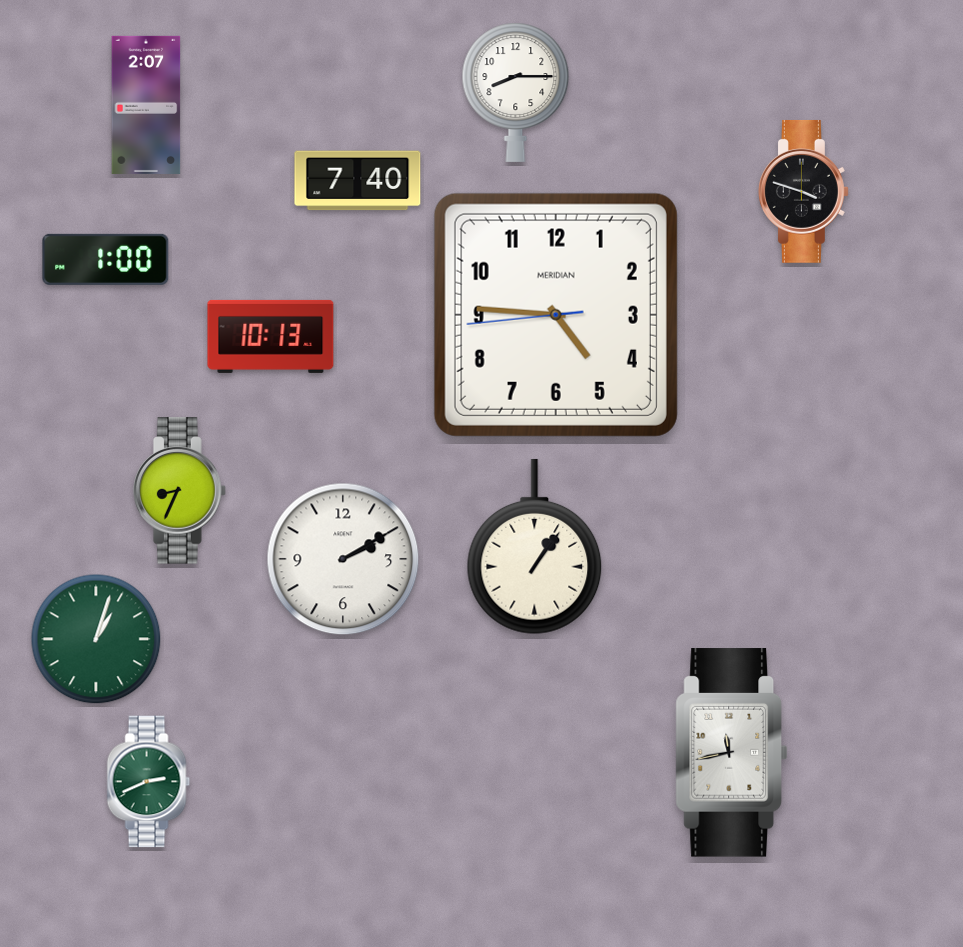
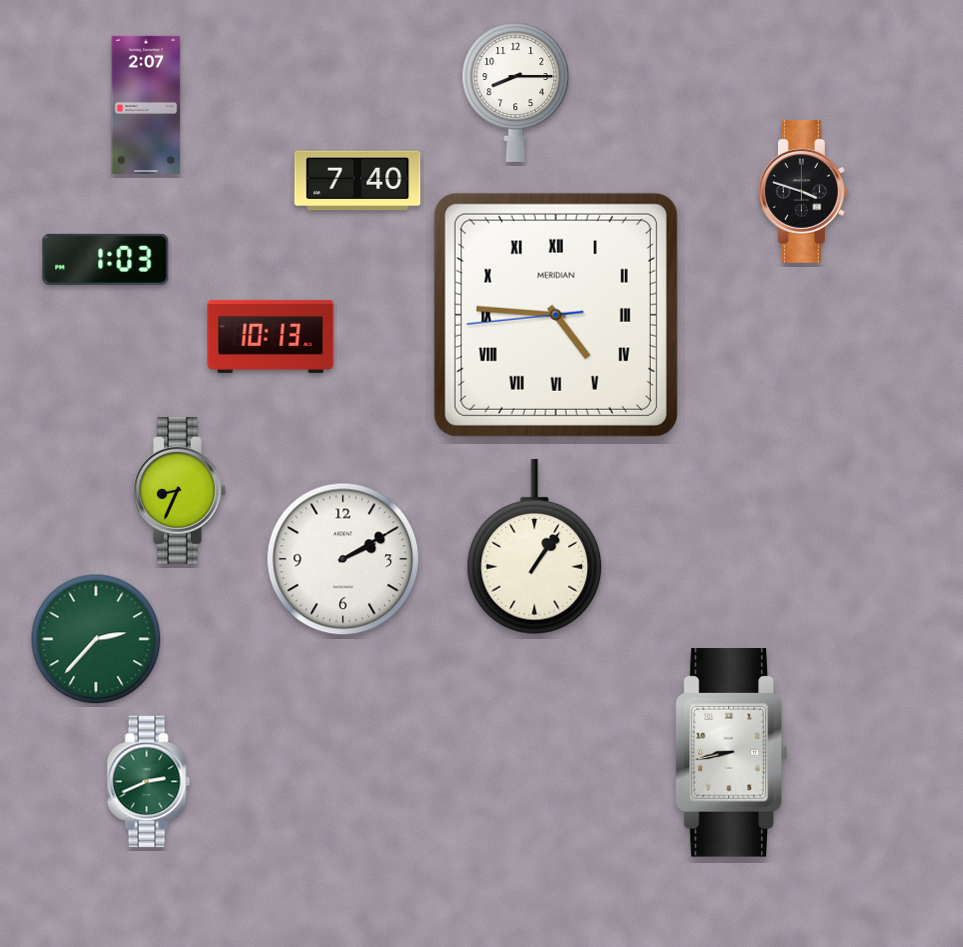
clock at (106, 259): 1:00 -> 1:03
clock at (556, 315) numerals: Arabic -> Roman
clock at (96, 639): 1:03 -> 2:37
clock at (731, 753): 11:43 -> 8:43
